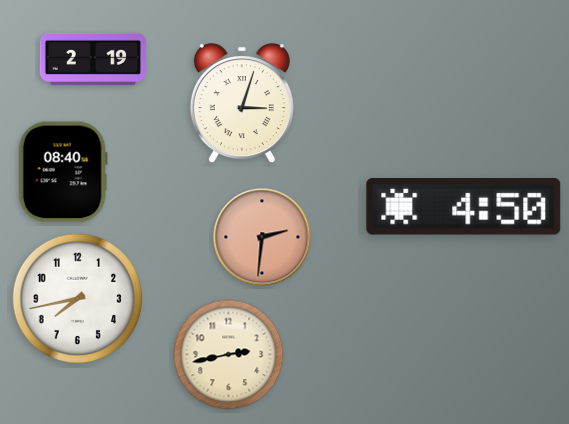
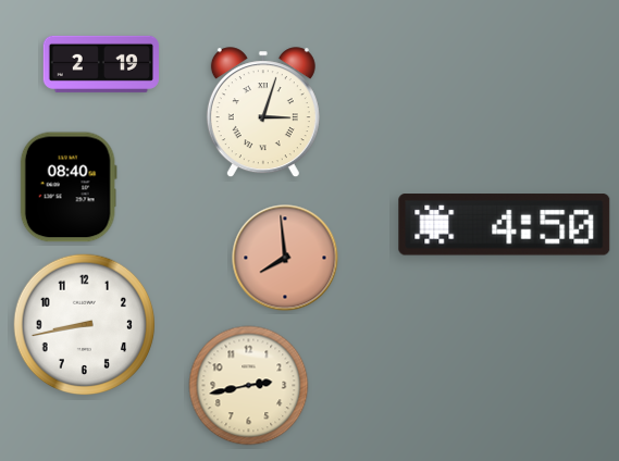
clock at (262, 237): 2:31 -> 7:59
clock at (78, 299): 7:43 -> 8:43
